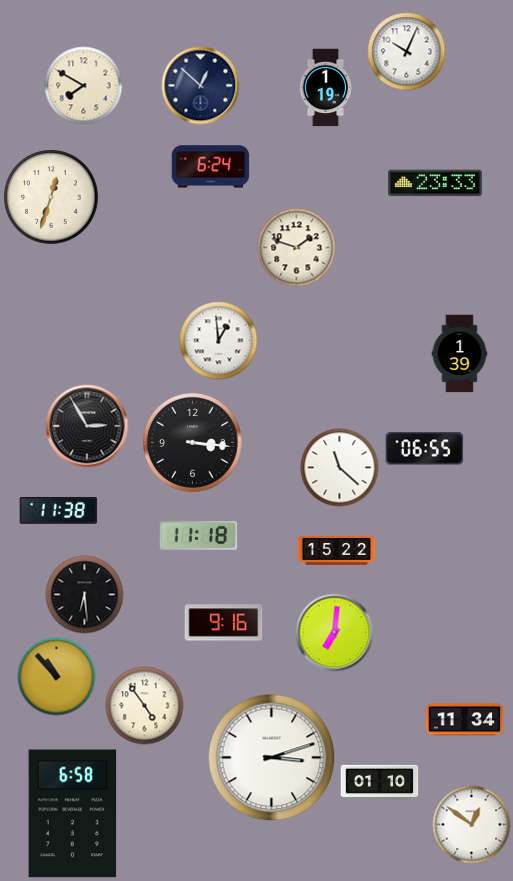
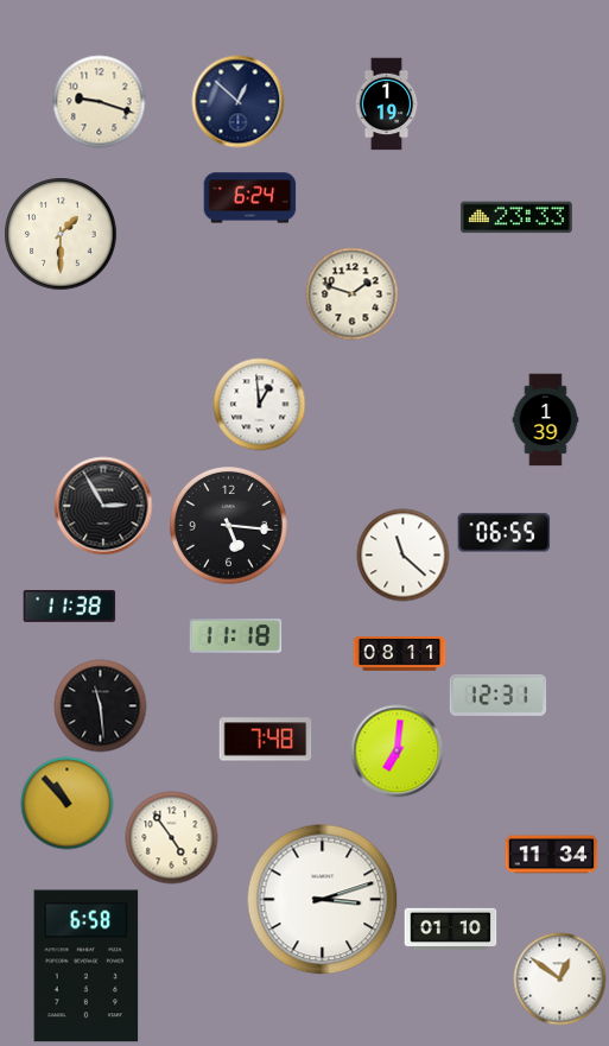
clock at (406, 51): 10:04 -> none
clock at (83, 85): 7:50 -> 9:18
clock at (51, 197): 12:33 -> 1:30
clock at (193, 443): 3:16 -> 5:16
clock at (336, 551): 15:22 -> 08:11
clock at (497, 695): none -> 12:31
clock at (84, 594): 6:29 -> 11:29
clock at (223, 623): 9:16 -> 7:48
